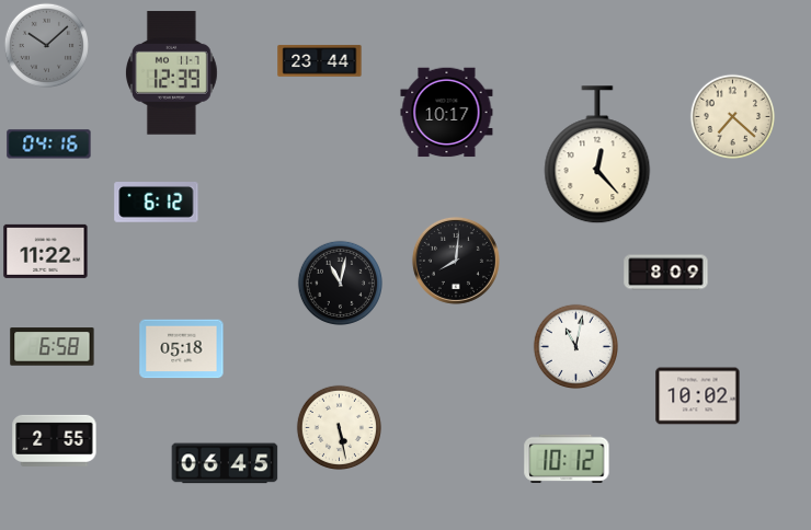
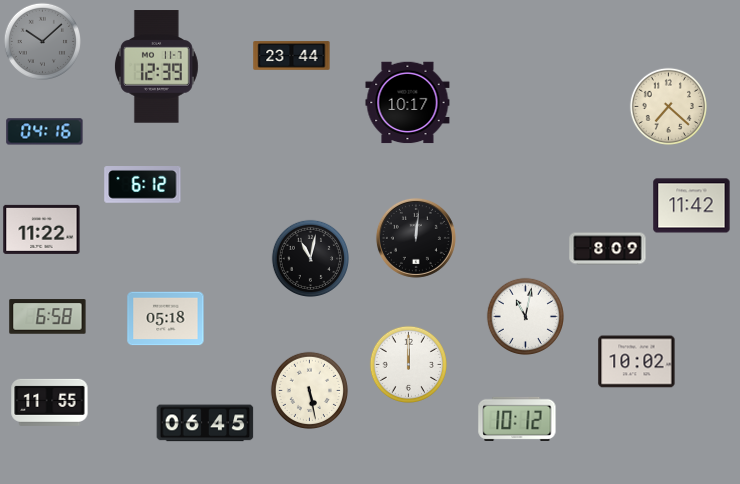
clock at (597, 155): 12:23 -> none
clock at (692, 206): none -> 11:42
clock at (456, 261): 8:01 -> 12:01
clock at (408, 364): none -> 12:00
clock at (55, 440): 2:55 -> 11:55
